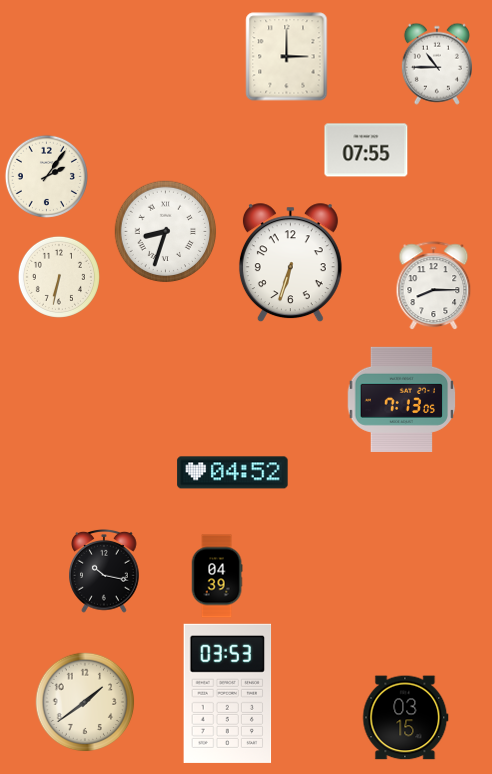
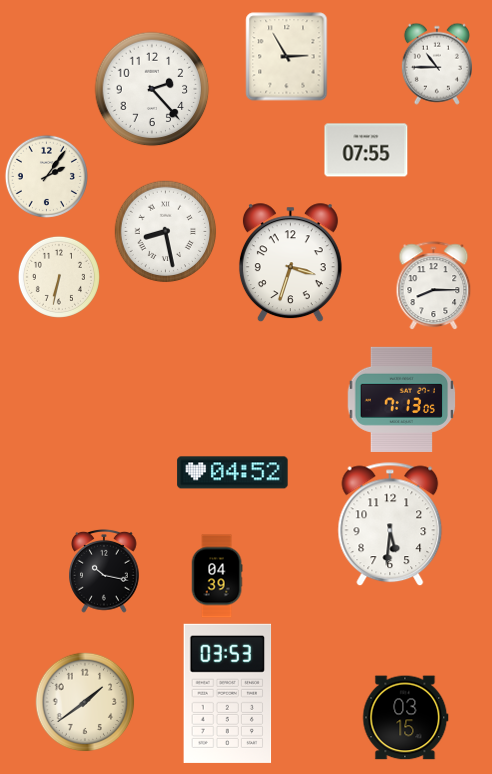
clock at (287, 57): 3:00 -> 2:55
clock at (152, 89): none -> 2:23
clock at (166, 232): 8:33 -> 8:28
clock at (290, 263): 6:33 -> 3:33
clock at (390, 524): none -> 5:31
